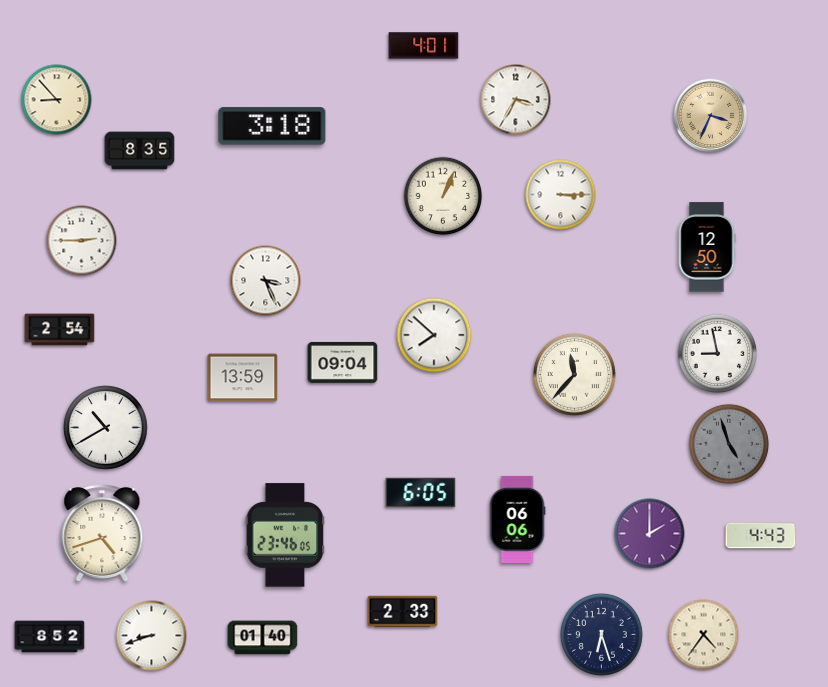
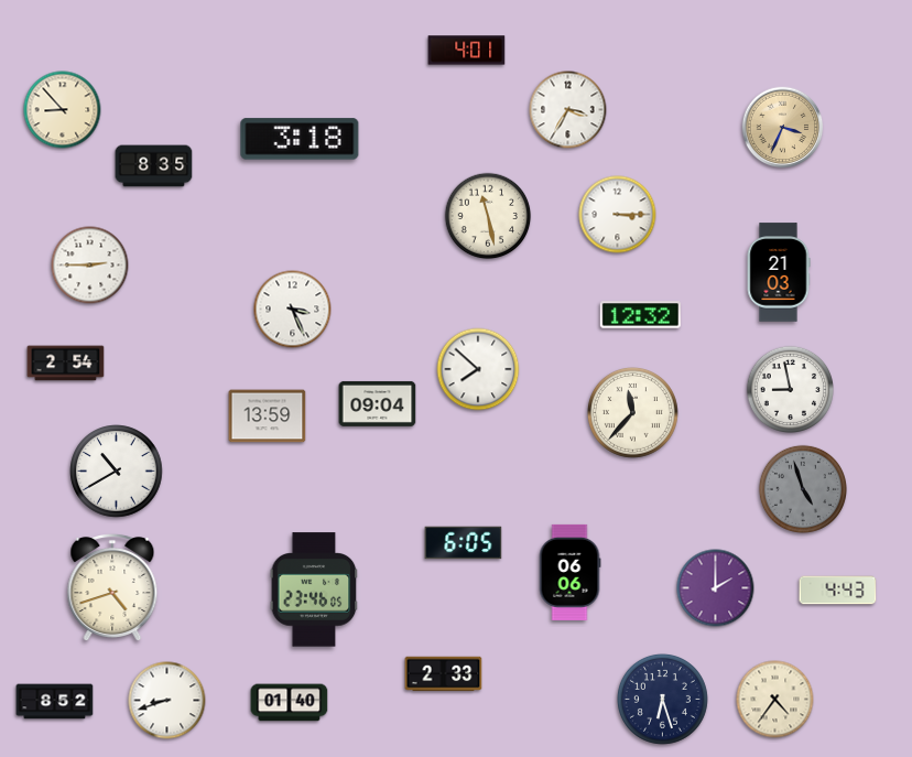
clock at (443, 196): 1:04 -> 11:28
clock at (707, 247): 12:50 -> 21:03
clock at (640, 315): none -> 12:32
clock at (343, 362) position: (343, 362) -> (378, 403)
